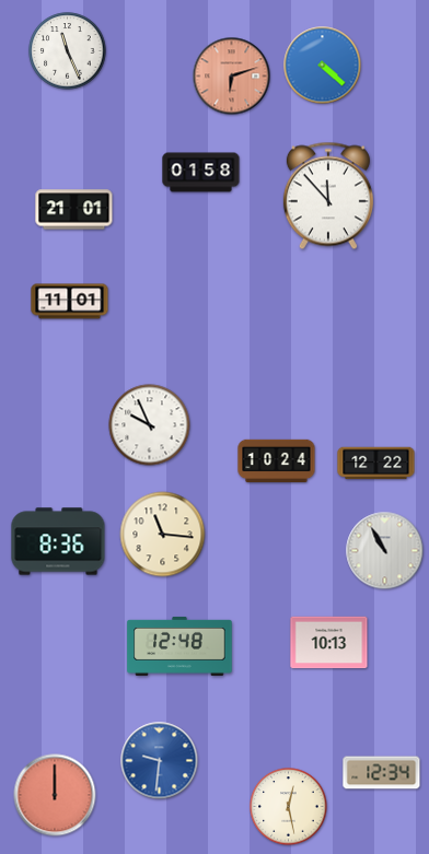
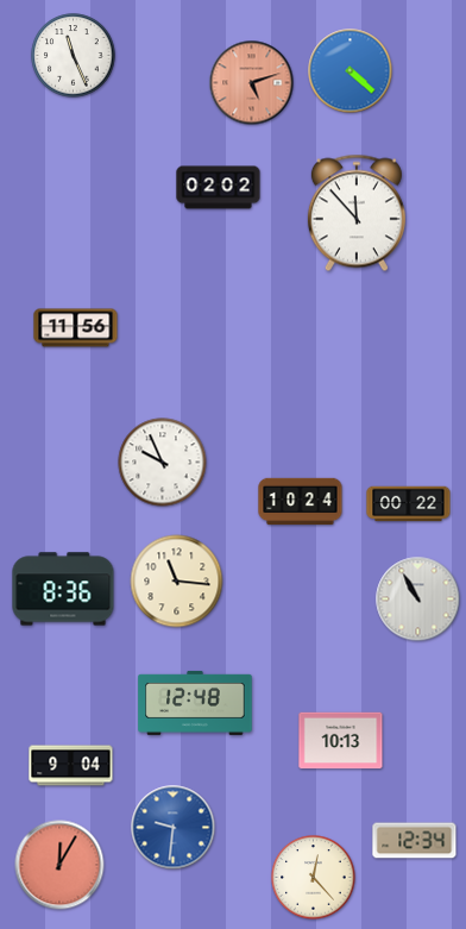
clock at (232, 77): 6:12 -> 5:12
clock at (201, 173): 01:58 -> 02:02
clock at (74, 210): 21:01 -> none
clock at (70, 302): 11:01 -> 11:56
clock at (376, 464): 12:22 -> 00:22
clock at (329, 643) position: (329, 643) -> (341, 741)
clock at (71, 766): none -> 9:04
clock at (55, 795): 12:00 -> 12:05
clock at (289, 807): 12:28 -> 12:23
